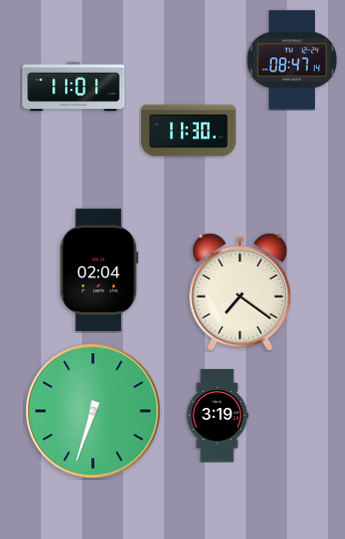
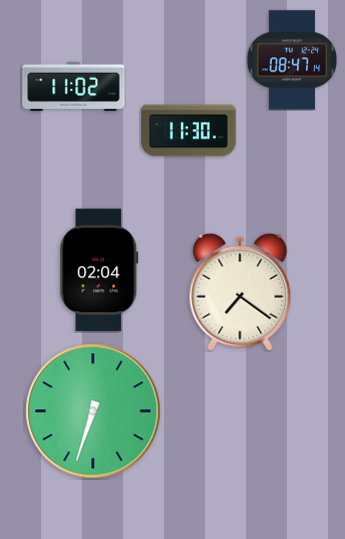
clock at (74, 86): 11:01 -> 11:02
clock at (217, 416): 3:19 -> none
